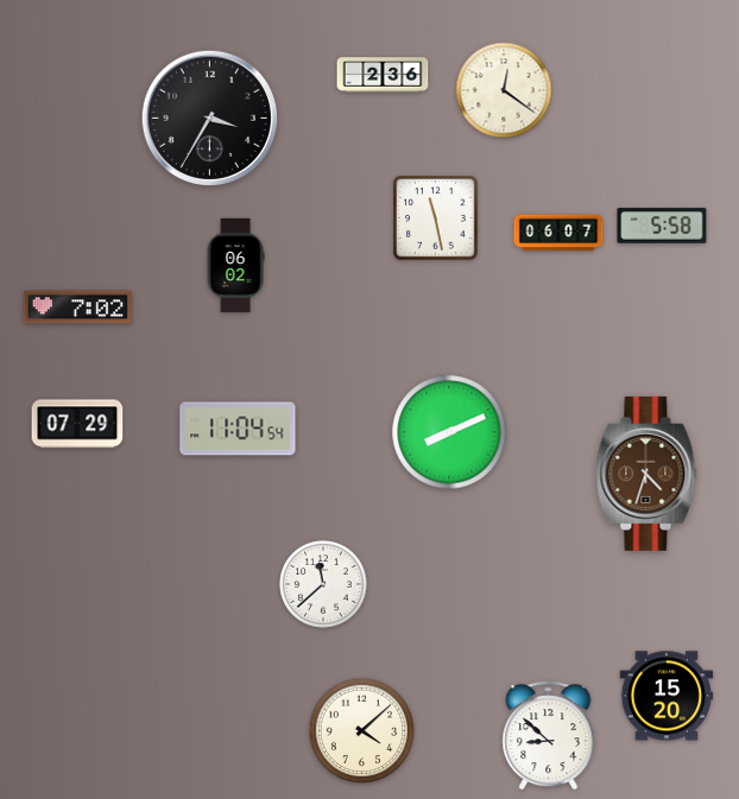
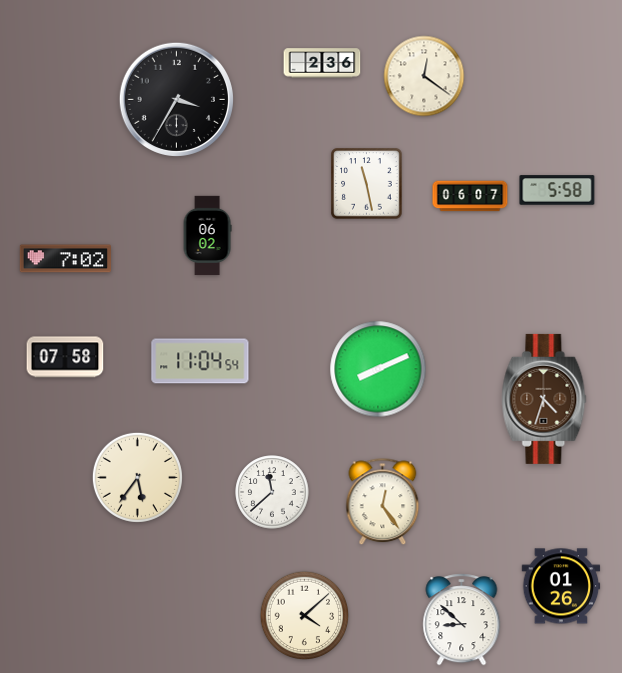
clock at (235, 266) position: (235, 266) -> (207, 236)
clock at (77, 424): 07:29 -> 07:58
clock at (449, 432) position: (449, 432) -> (378, 369)
clock at (137, 477): none -> 5:36
clock at (383, 502): none -> 12:24
clock at (667, 696): 15:20 -> 01:26
